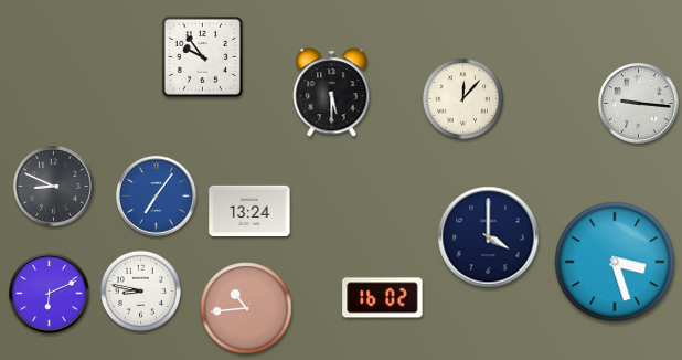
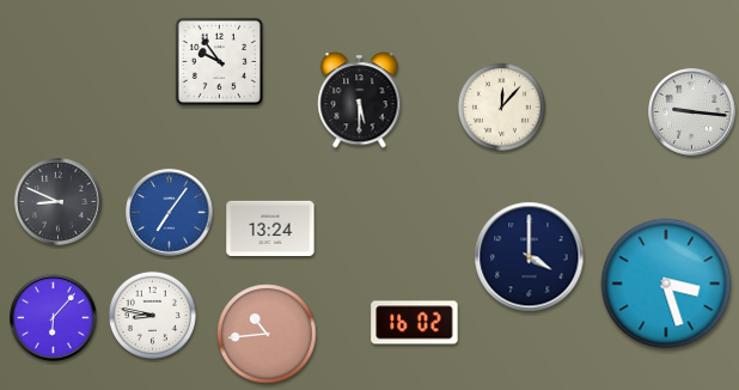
clock at (50, 294): 6:11 -> 6:07
